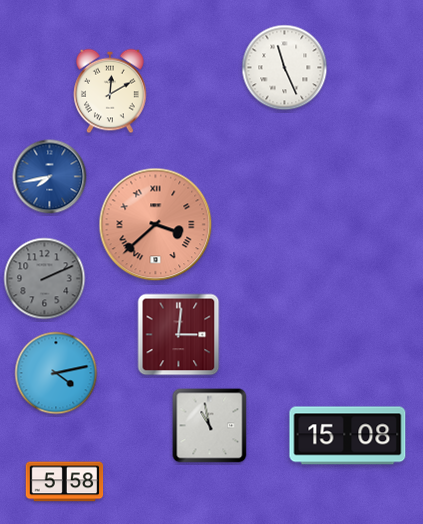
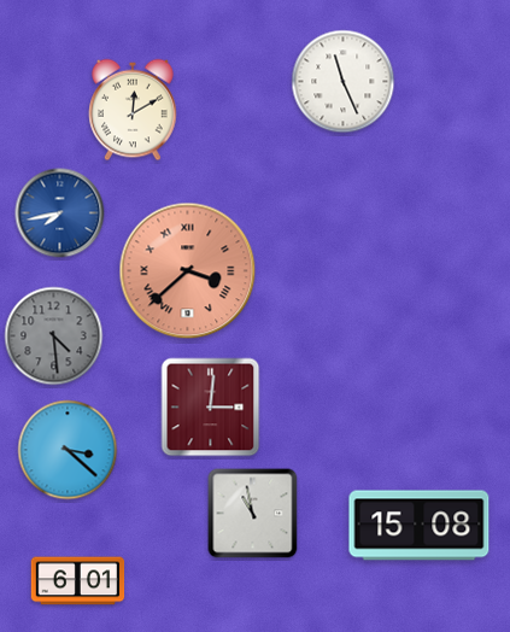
clock at (45, 279): 2:11 -> 4:29
clock at (179, 335) position: (179, 335) -> (211, 408)
clock at (56, 373): 4:13 -> 3:22
clock at (65, 482): 5:58 -> 6:01
